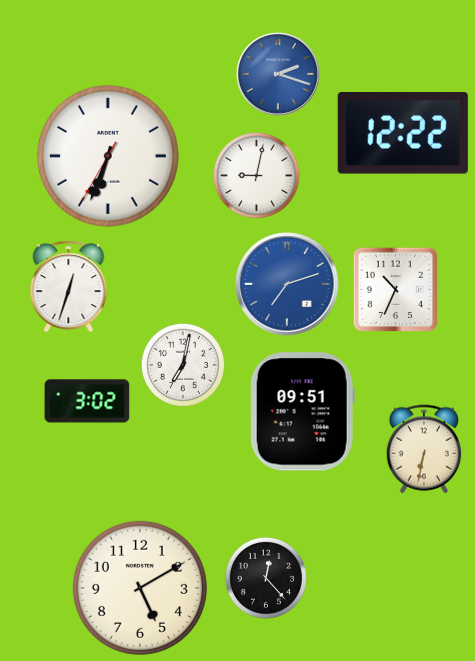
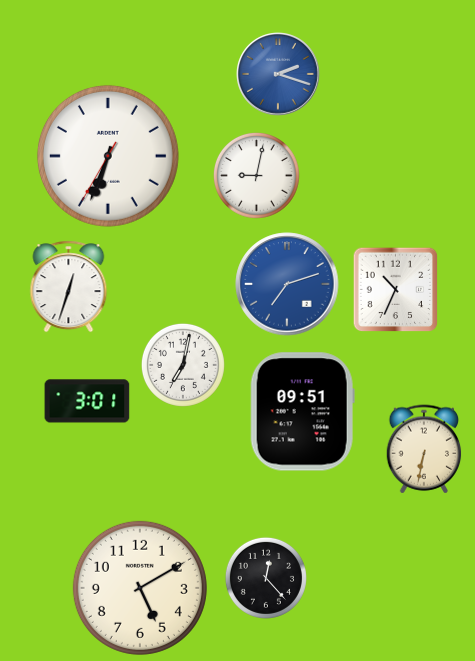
clock at (403, 133): 12:22 -> none
clock at (87, 401): 3:02 -> 3:01
